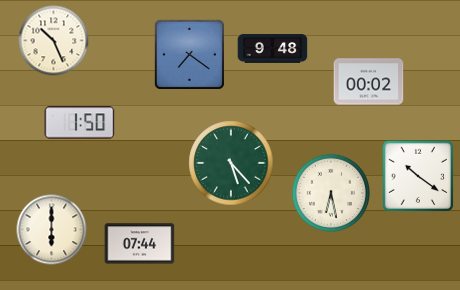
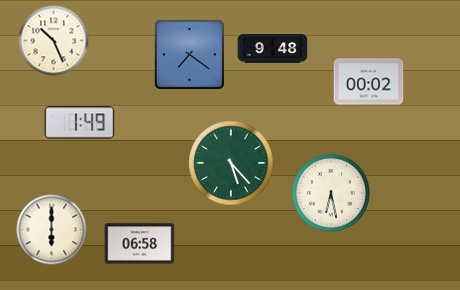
clock at (80, 123): 1:50 -> 1:49
clock at (418, 176): 10:21 -> none
clock at (140, 244): 07:44 -> 06:58
